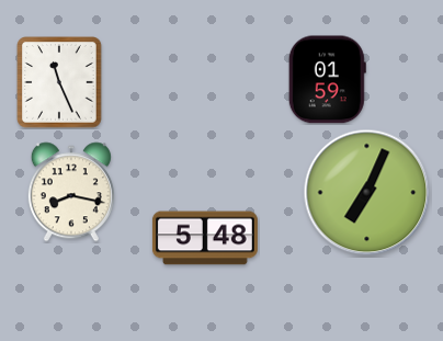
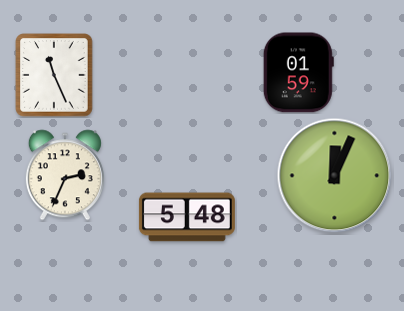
clock at (71, 192): 8:17 -> 2:34
clock at (367, 193): 7:04 -> 12:04
